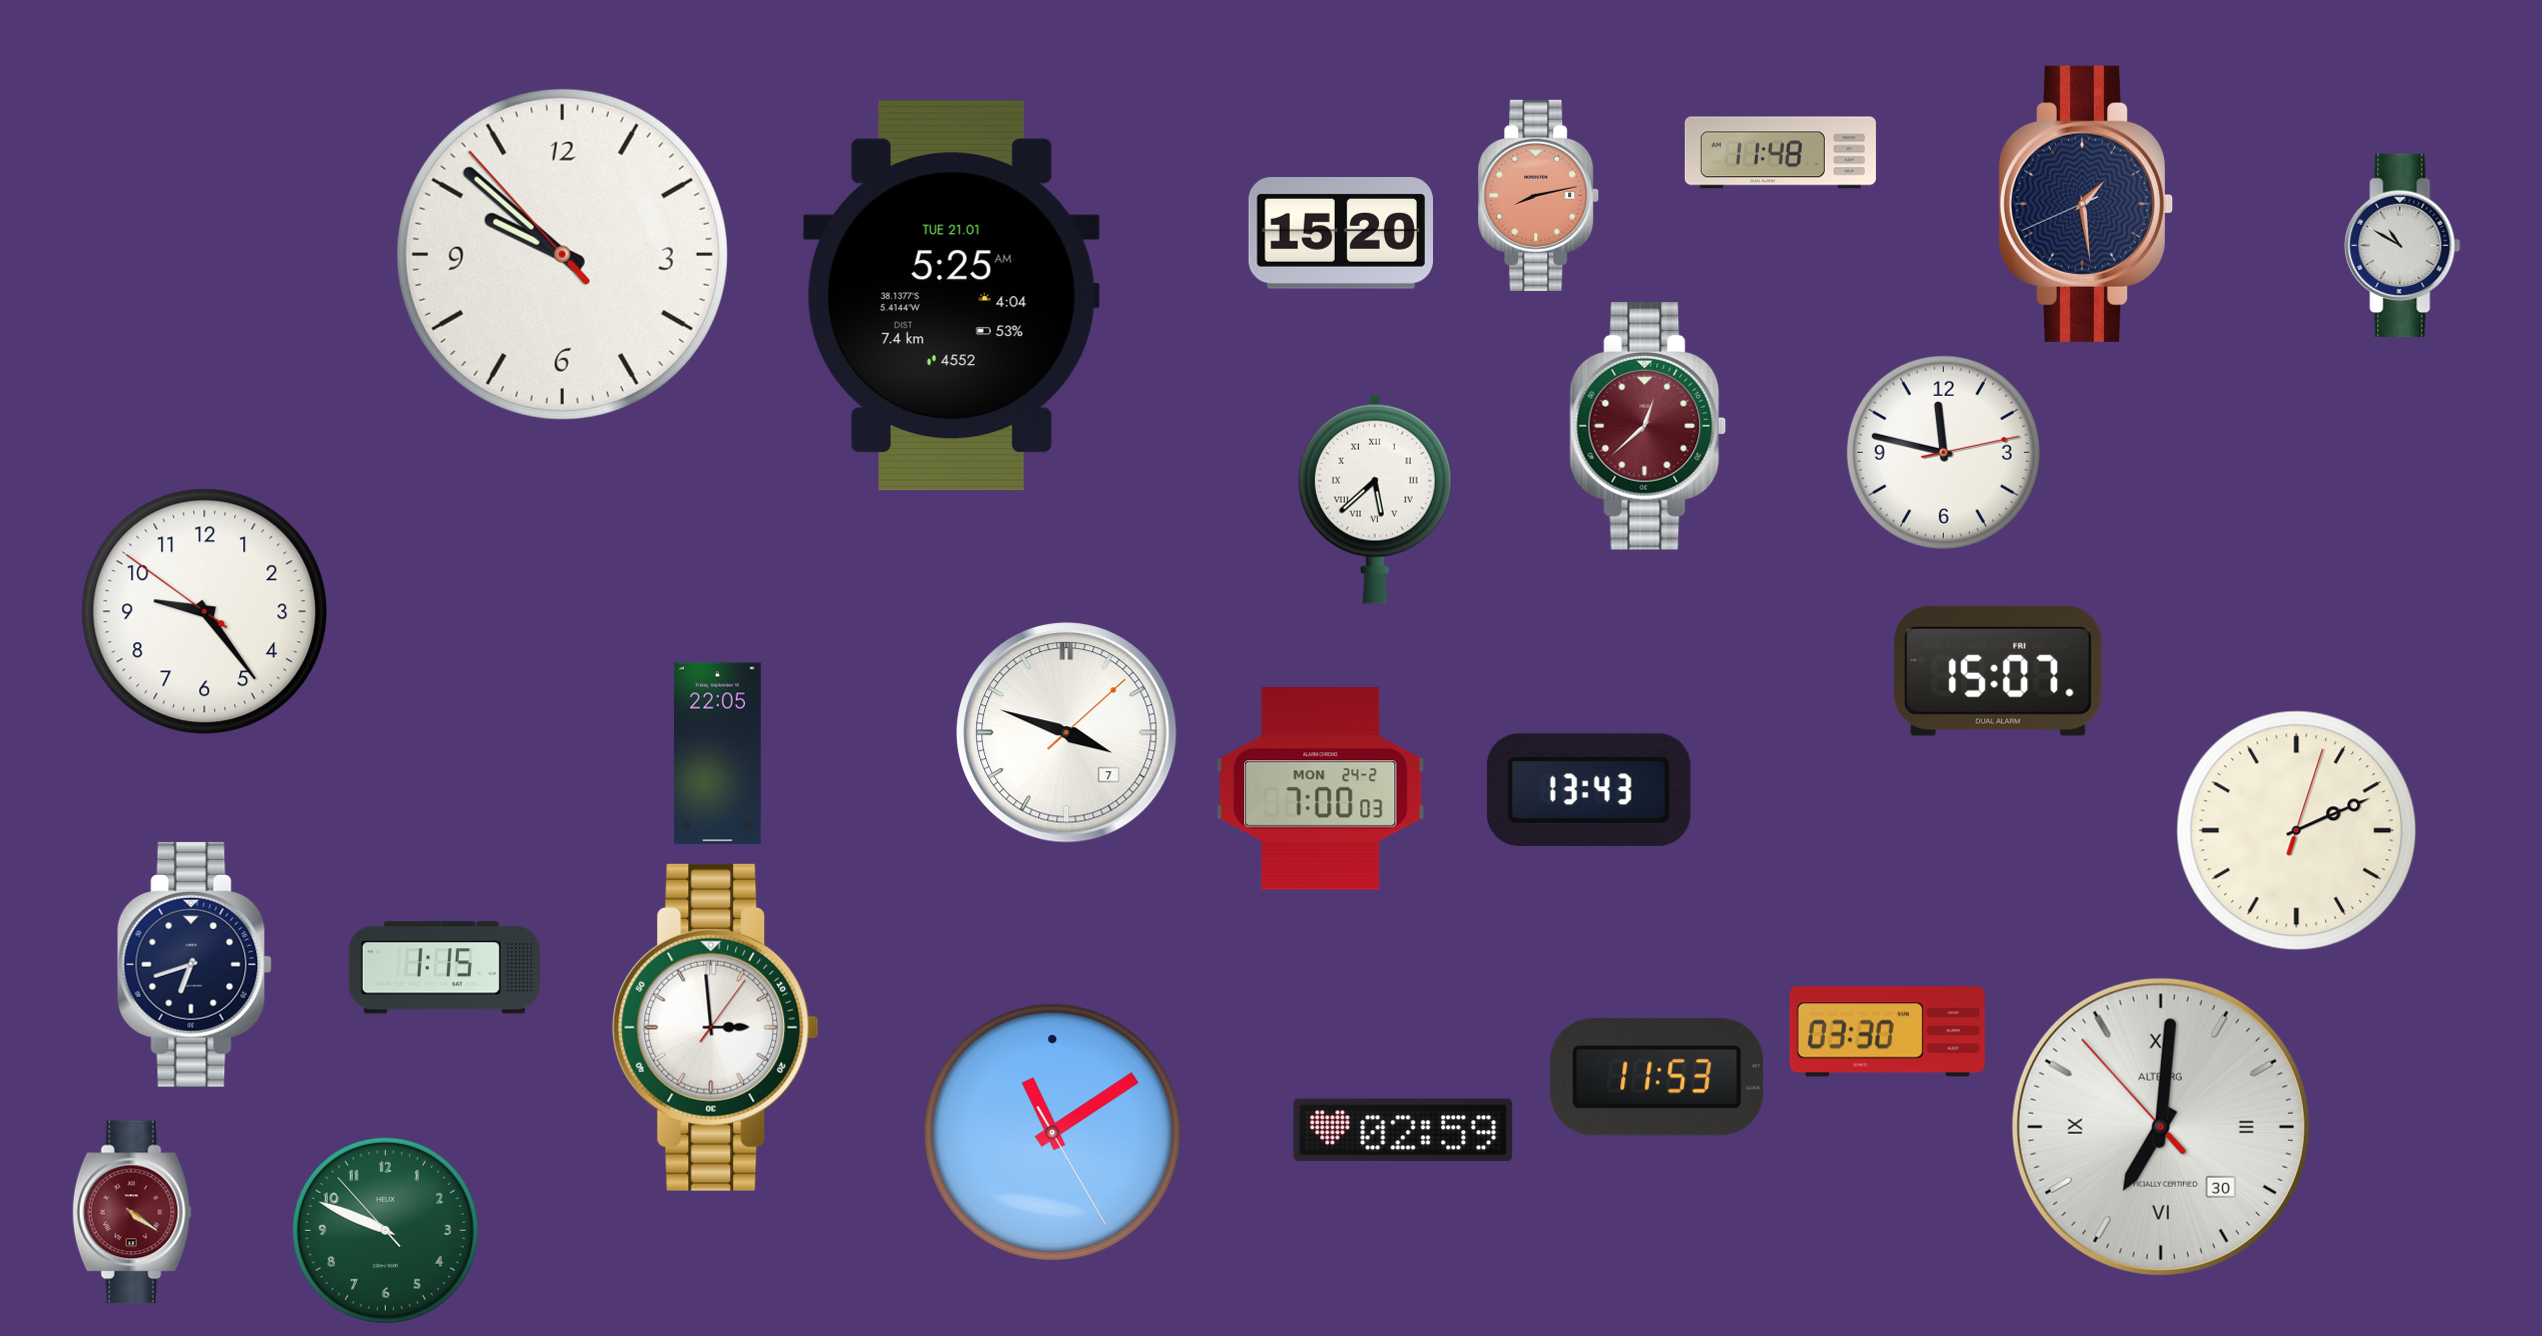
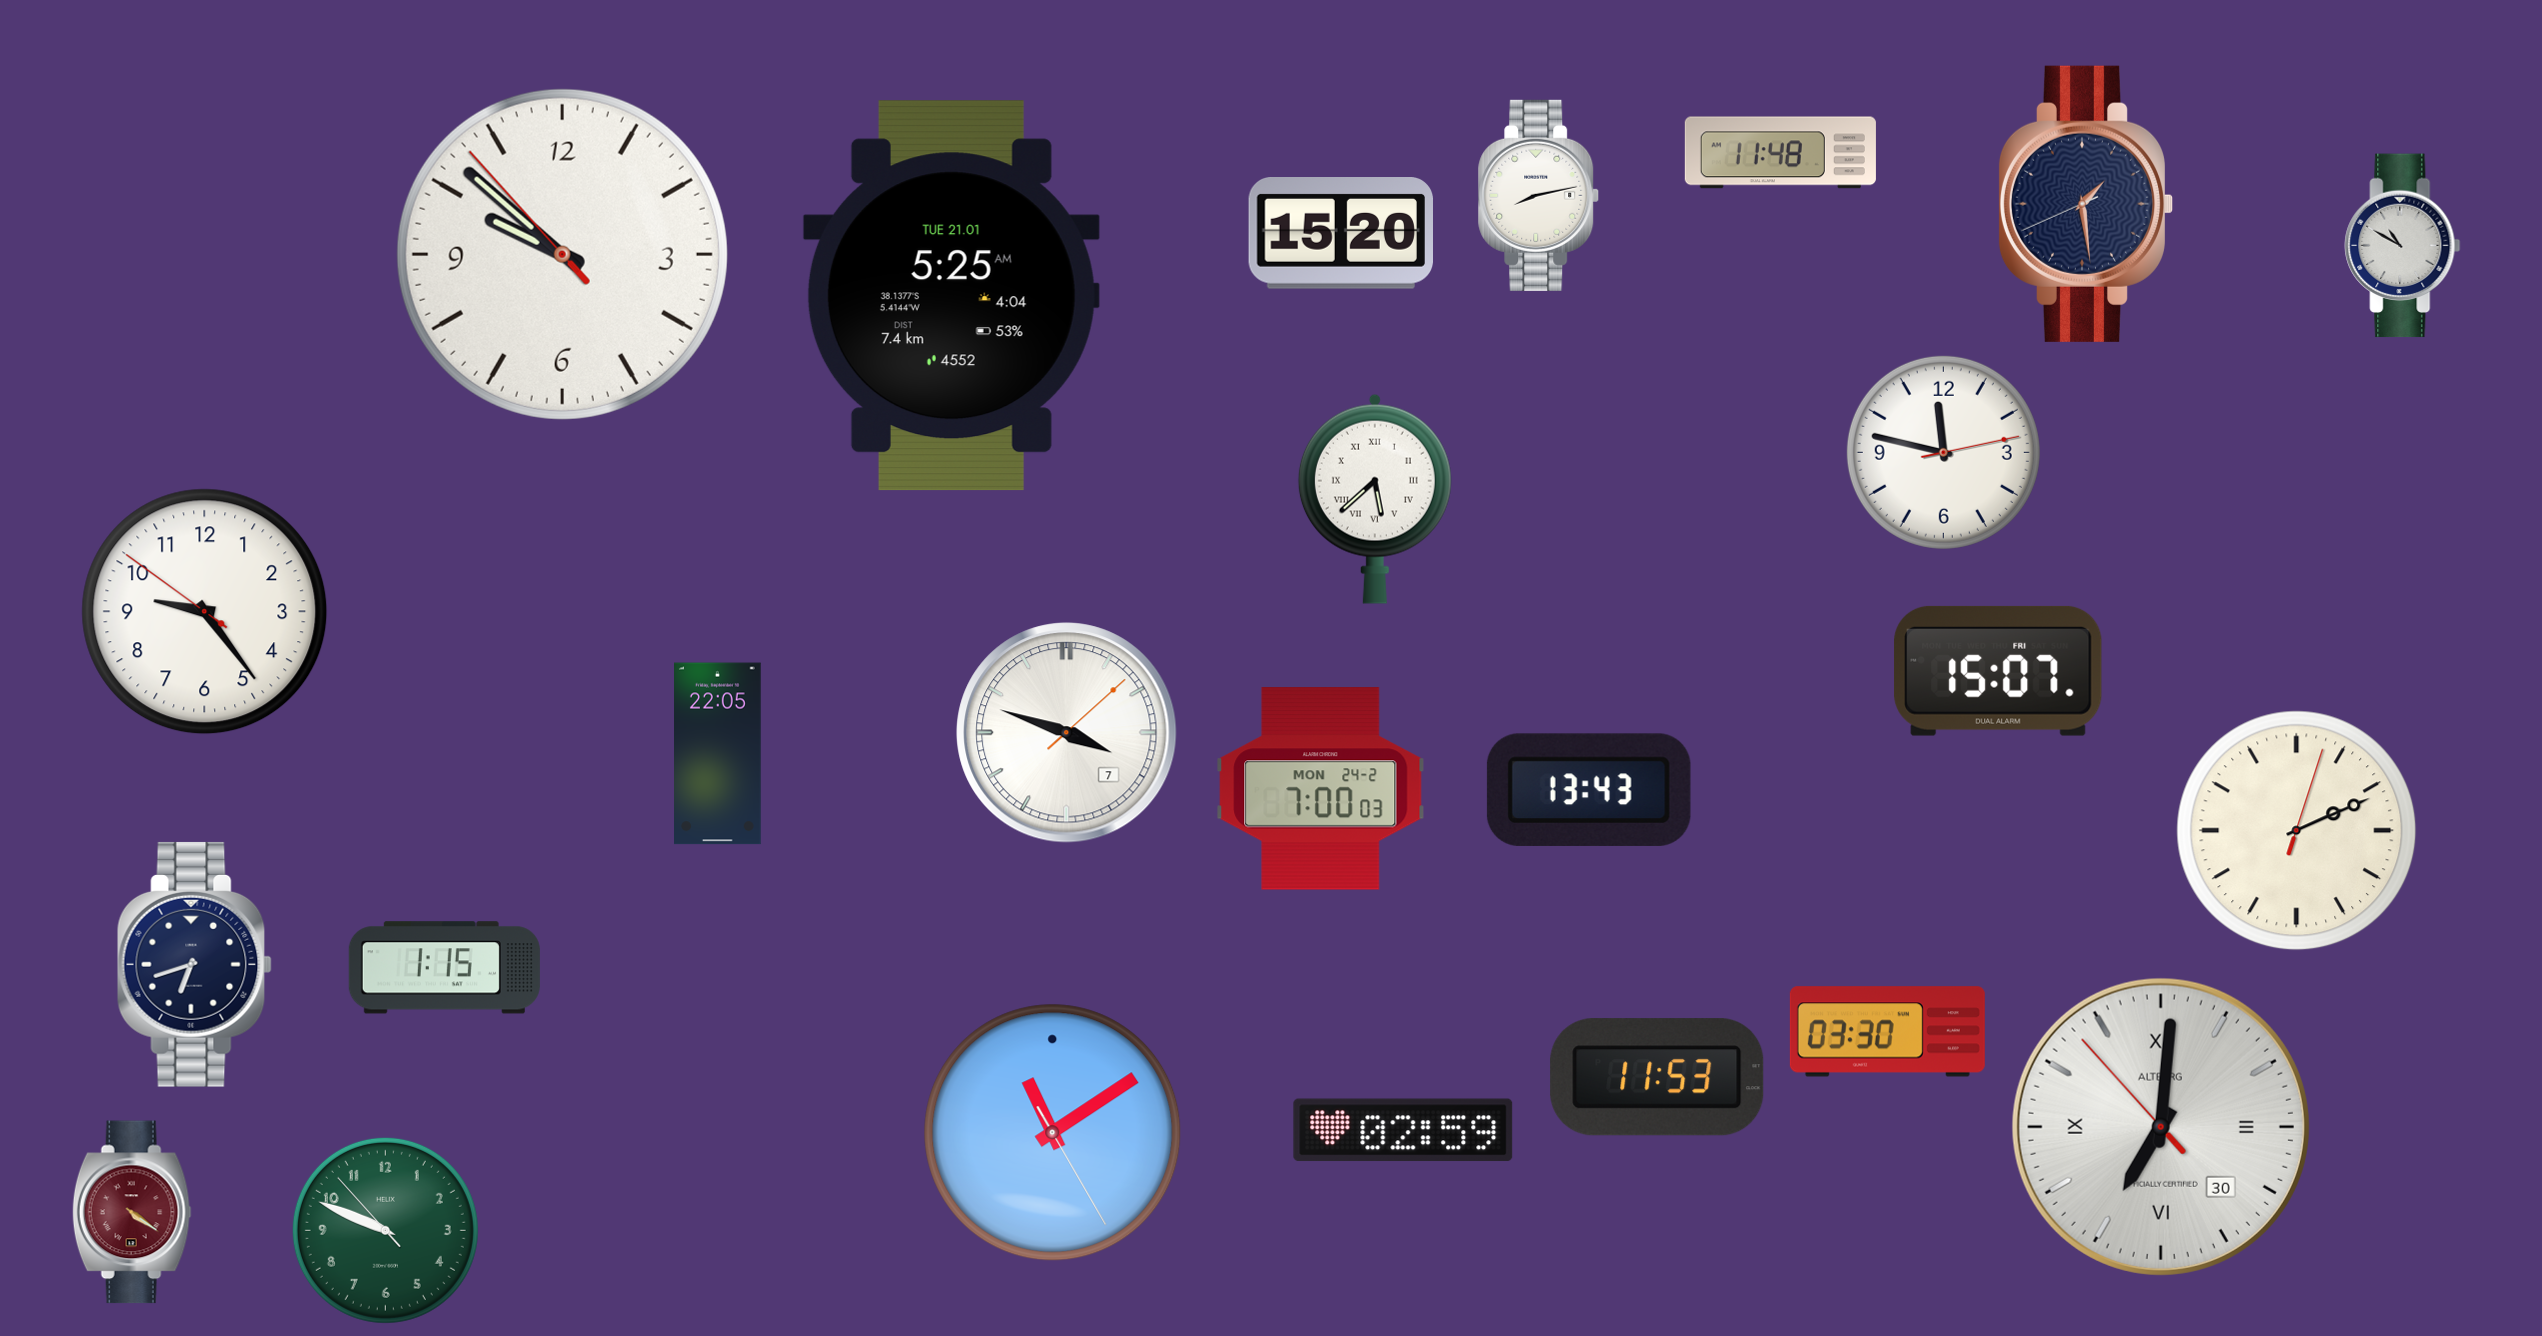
clock at (1539, 195) dial: salmon -> white
clock at (1648, 427): 12:38 -> none
clock at (716, 1027): 2:59 -> none
